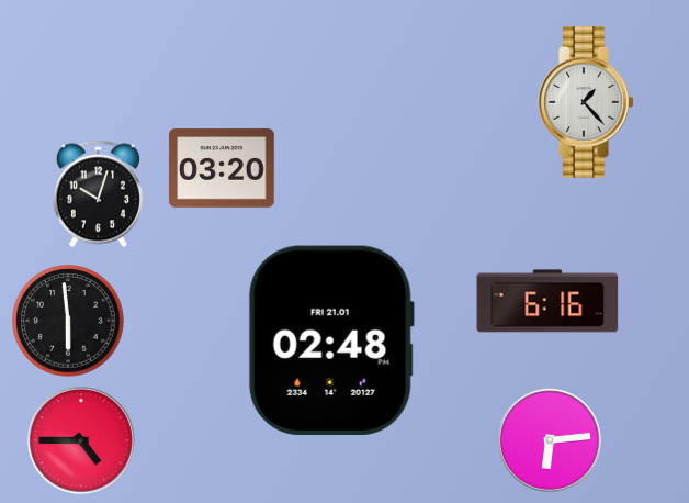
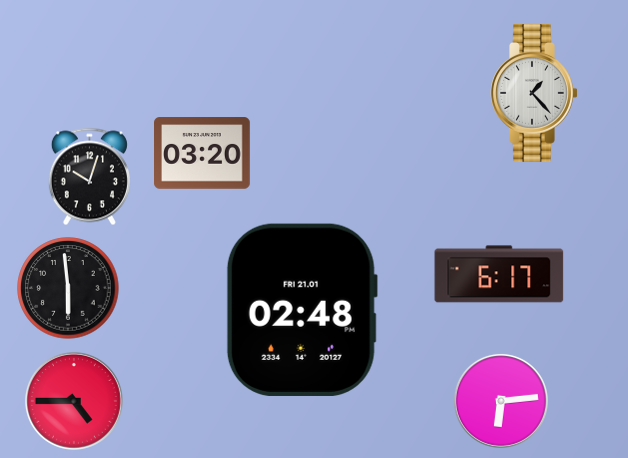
clock at (547, 301): 6:16 -> 6:17
clock at (68, 321) position: (68, 321) -> (68, 288)
